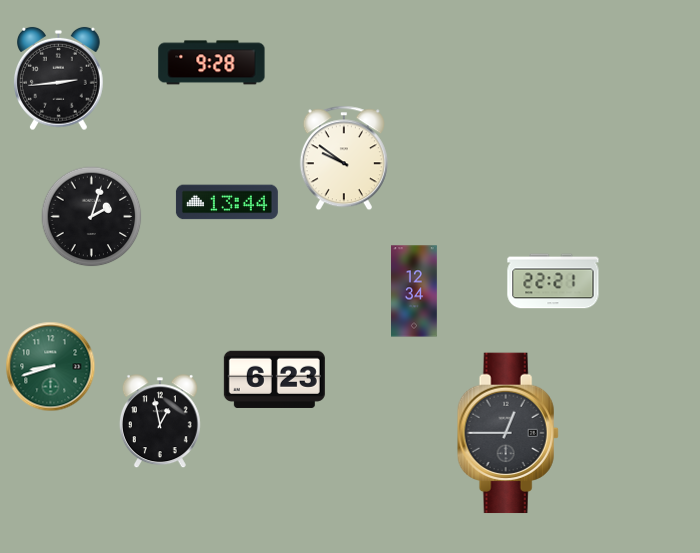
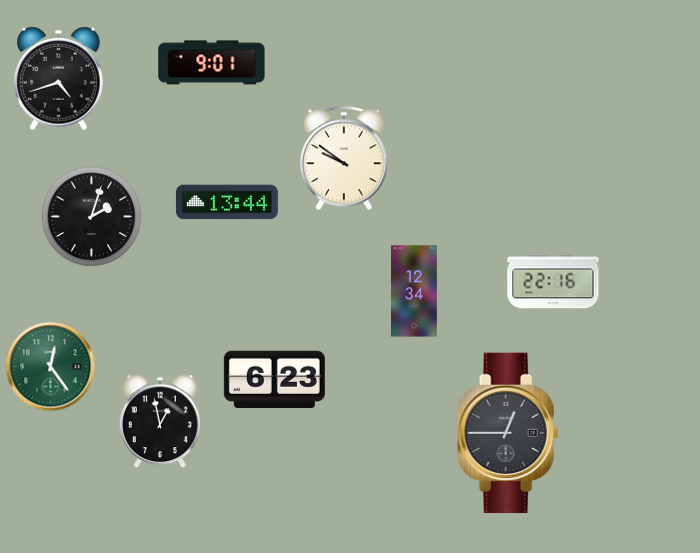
clock at (212, 63): 9:28 -> 9:01
clock at (59, 79): 2:44 -> 4:42
clock at (553, 281): 22:21 -> 22:16
clock at (51, 367): 8:42 -> 12:24
